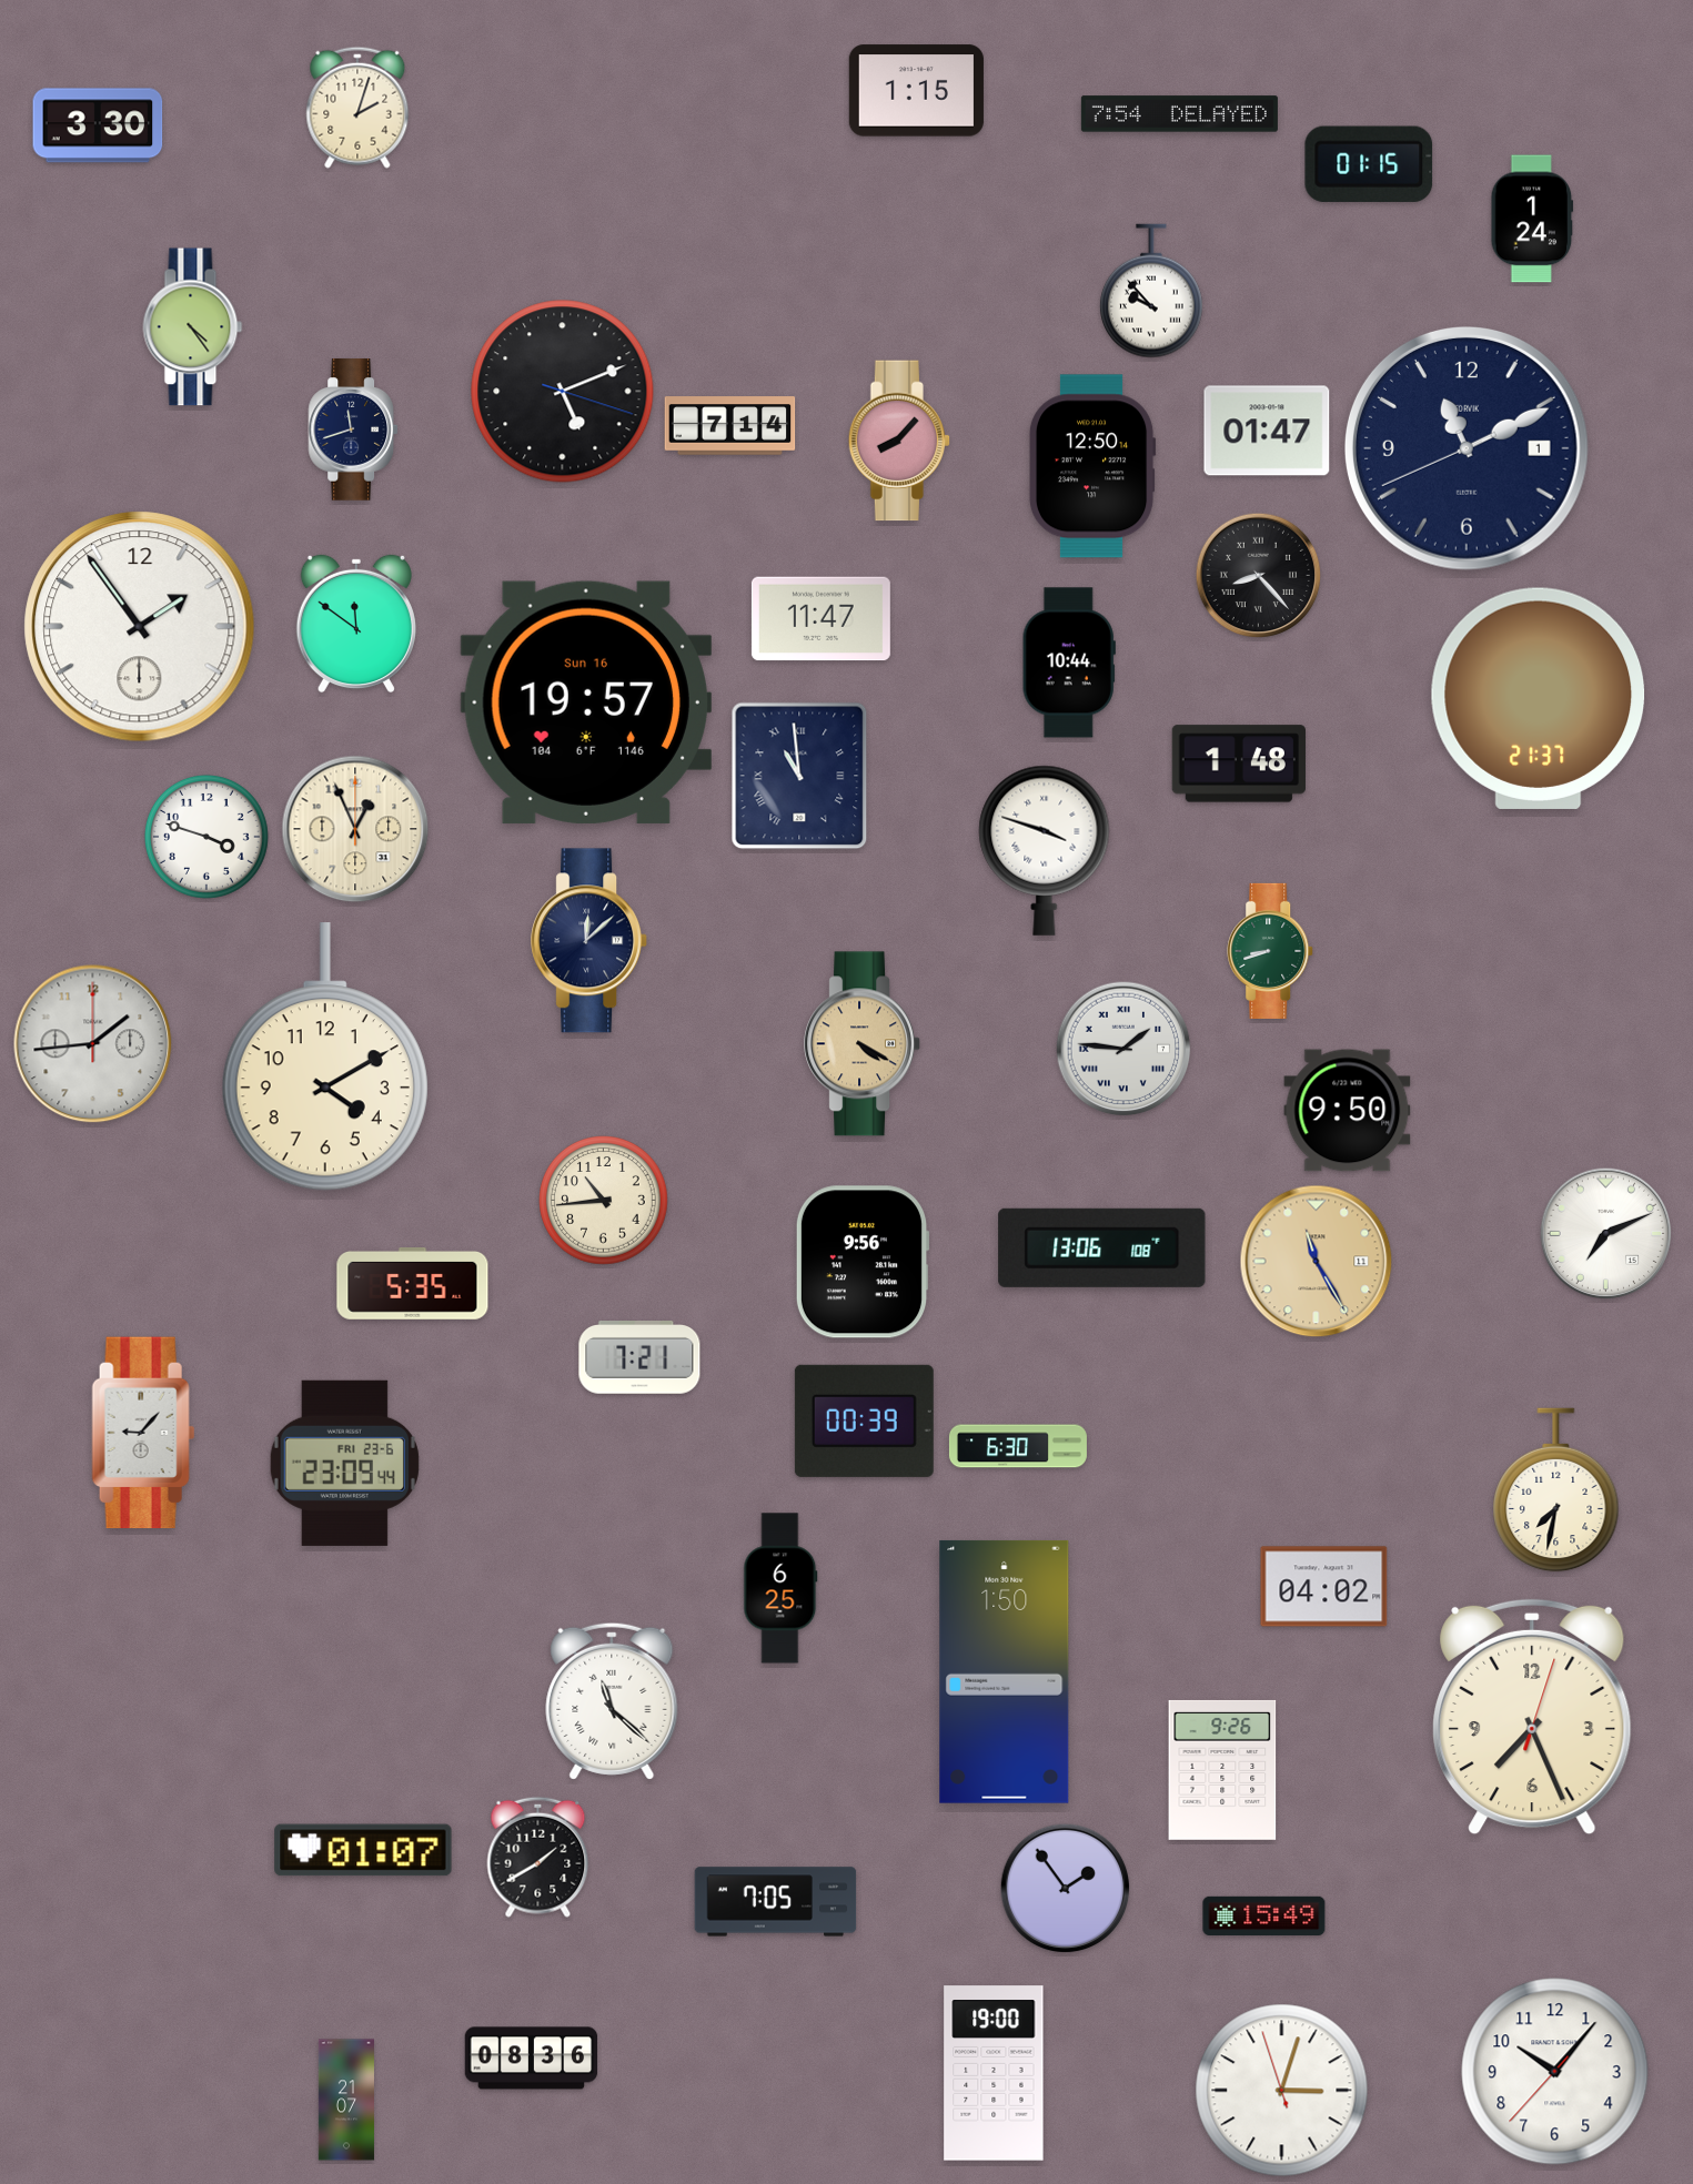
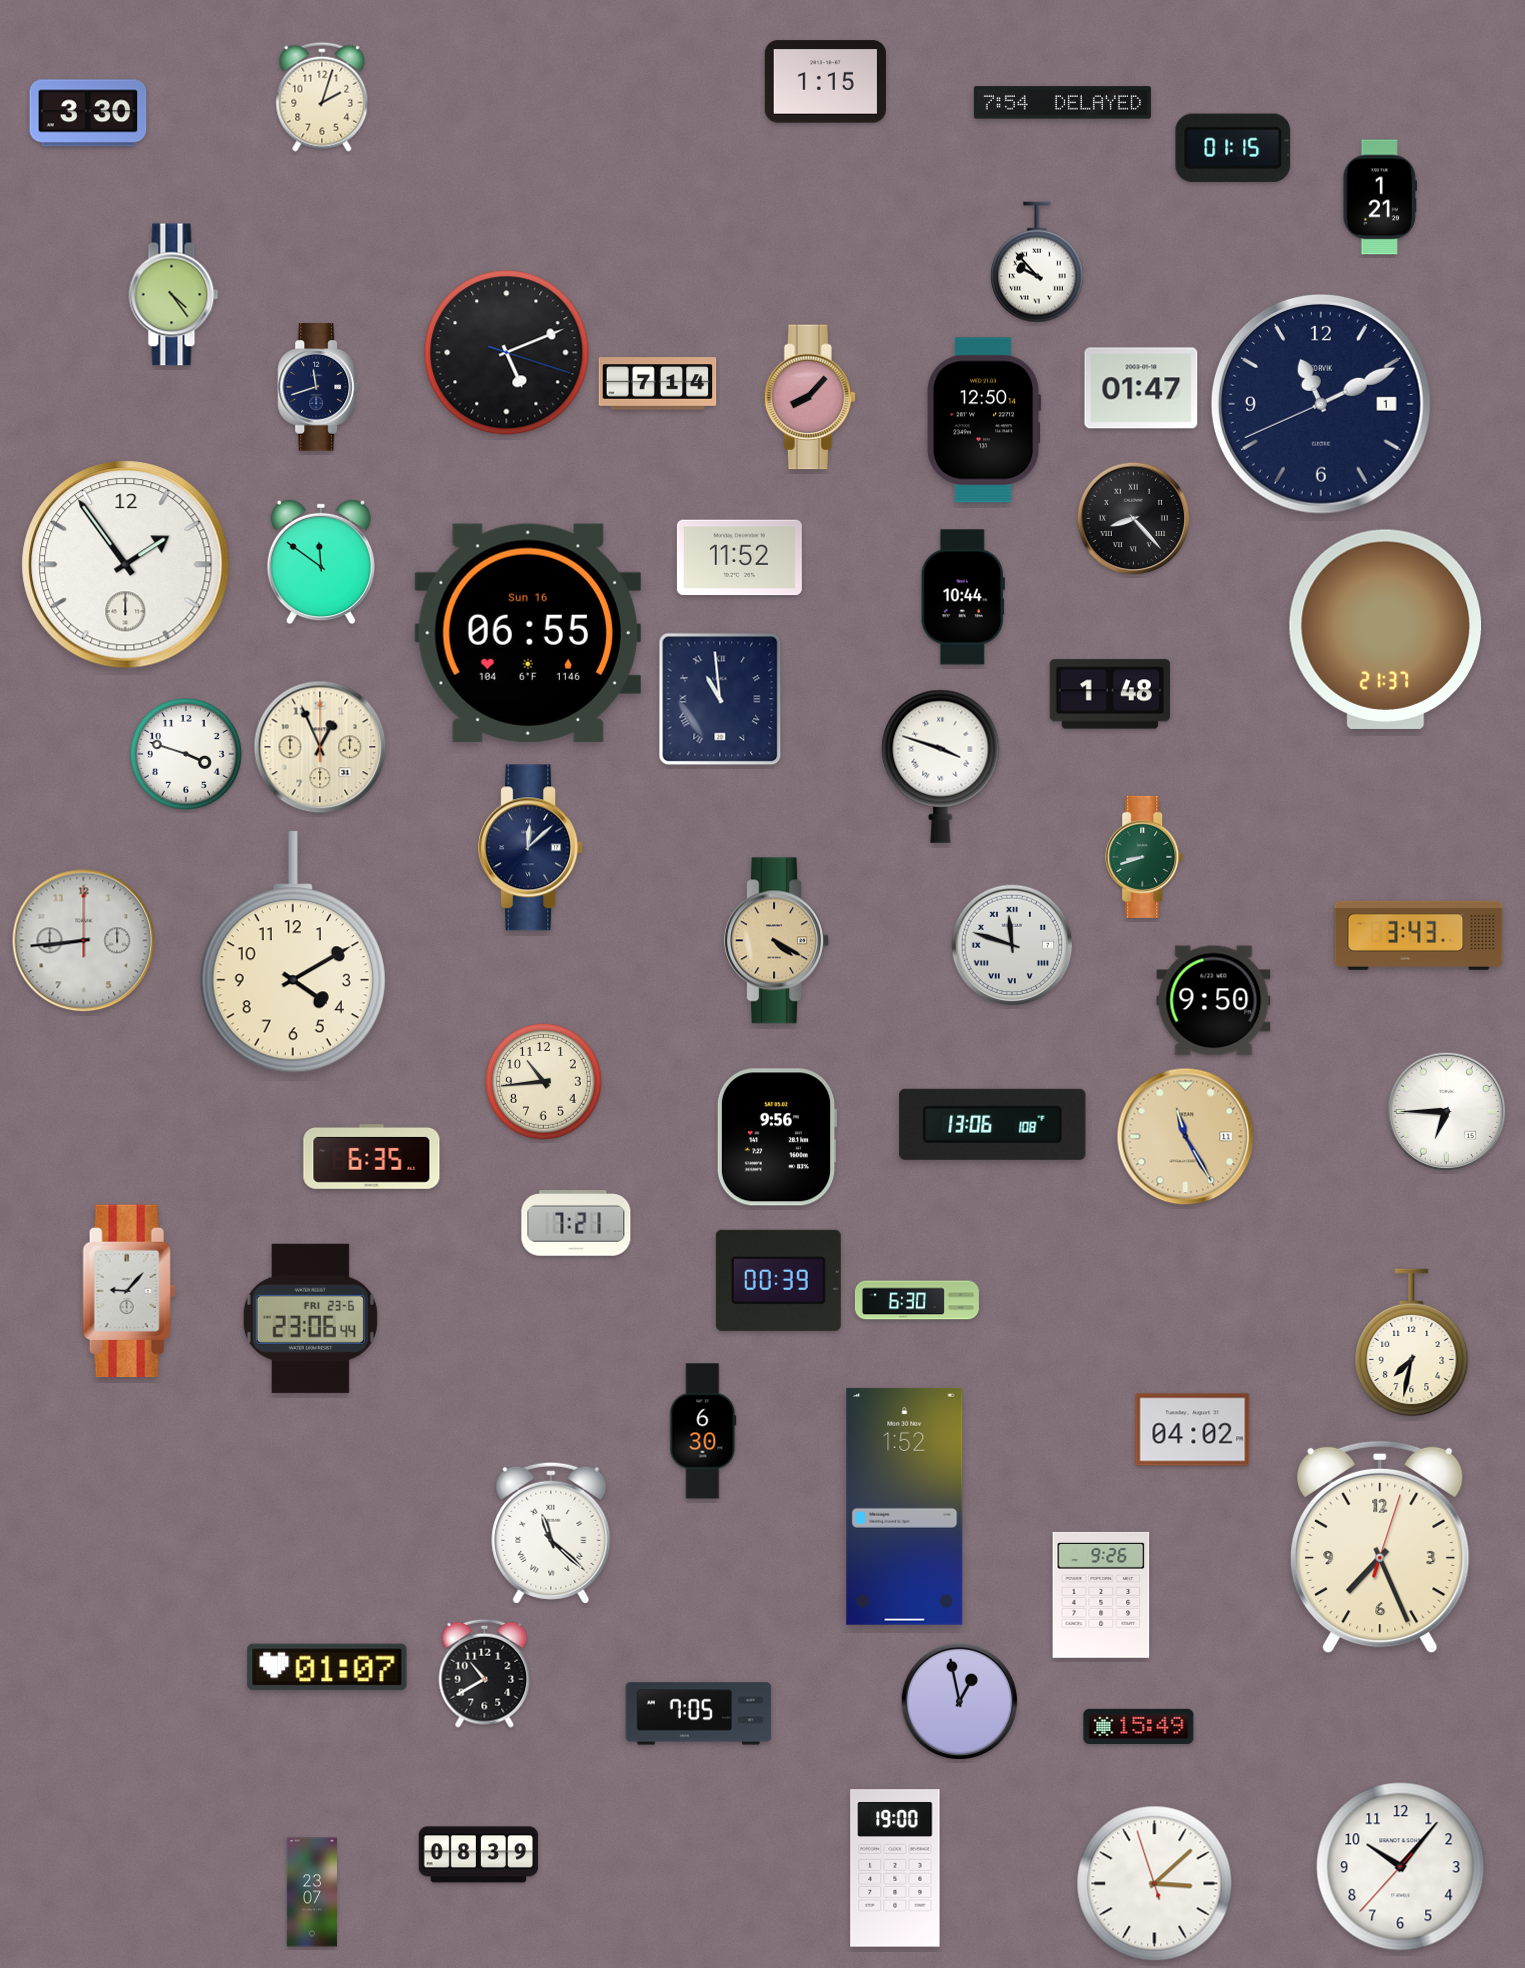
clock at (1532, 219): 1:24 -> 1:21
clock at (820, 619): 11:47 -> 11:52
clock at (585, 702): 19:57 -> 06:55
clock at (1239, 764) position: (1239, 764) -> (1110, 694)
clock at (1419, 935): none -> 3:43
clock at (93, 1044): 1:44 -> 8:44
clock at (1123, 1049): 1:46 -> 11:48
clock at (1606, 1234): 7:11 -> 6:45
clock at (413, 1284): 5:35 -> 6:35
clock at (1018, 1446) position: (1018, 1446) -> (917, 1300)
clock at (344, 1463): 23:09 -> 23:06
clock at (1556, 1490) position: (1556, 1490) -> (1412, 1343)
clock at (780, 1588): 6:25 -> 6:30
clock at (1005, 1671): 1:50 -> 1:52
clock at (538, 1857): 1:40 -> 10:40
clock at (1066, 1889): 1:54 -> 12:58
clock at (532, 2059): 08:36 -> 08:39
clock at (1282, 2091): 3:02 -> 3:07
clock at (346, 2100): 21:07 -> 23:07
